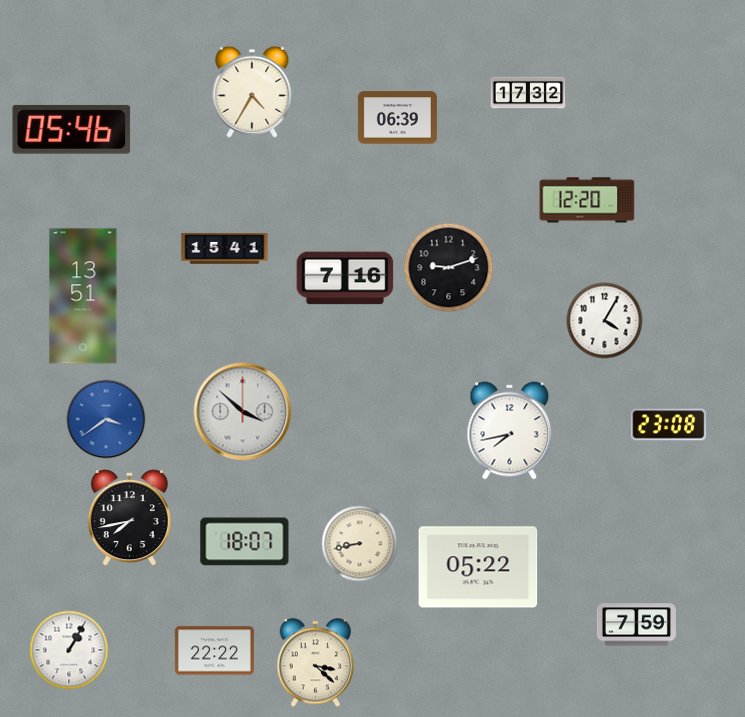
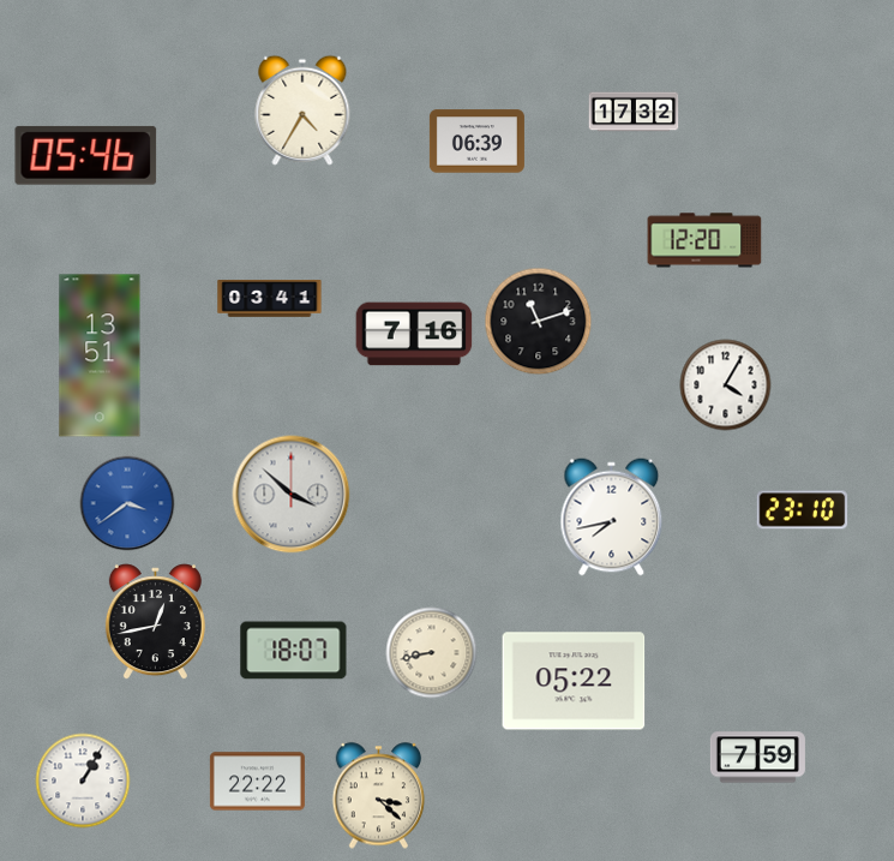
clock at (225, 249): 15:41 -> 03:41
clock at (449, 268): 9:12 -> 11:12
clock at (669, 425): 23:08 -> 23:10
clock at (129, 518): 7:43 -> 12:43
clock at (636, 625) position: (636, 625) -> (757, 758)
